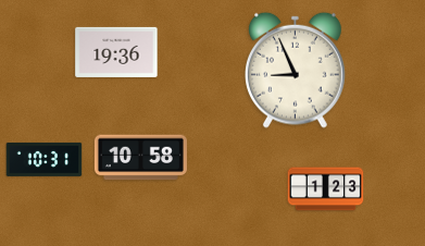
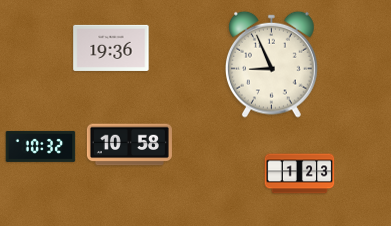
clock at (116, 52) position: (116, 52) -> (111, 48)
clock at (45, 159): 10:31 -> 10:32
